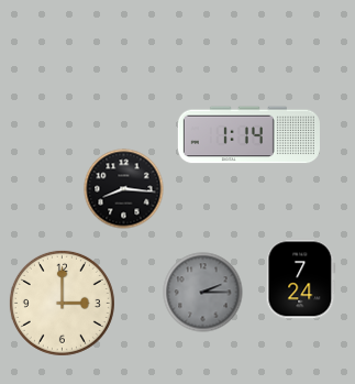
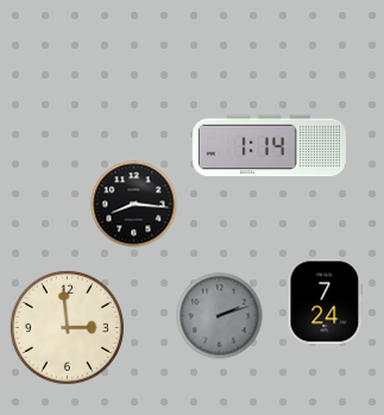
clock at (203, 293): 2:15 -> 2:12
clock at (62, 303): 3:00 -> 2:59
